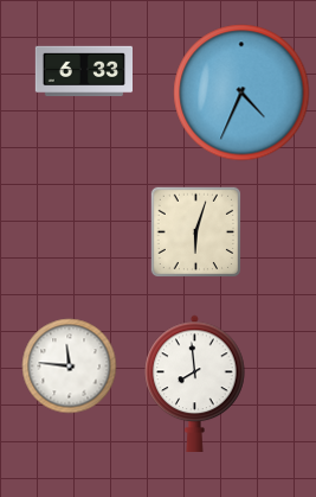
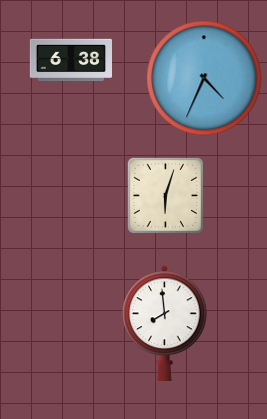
clock at (83, 71): 6:33 -> 6:38
clock at (70, 367): 11:46 -> none
